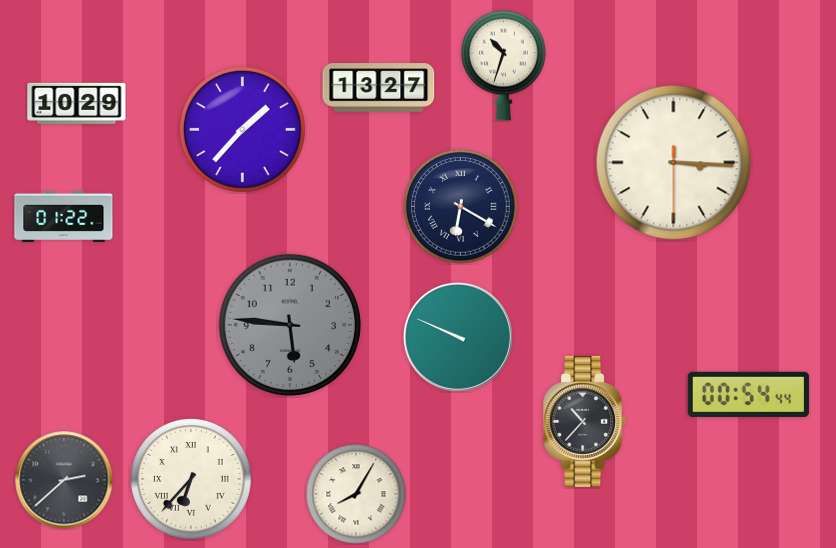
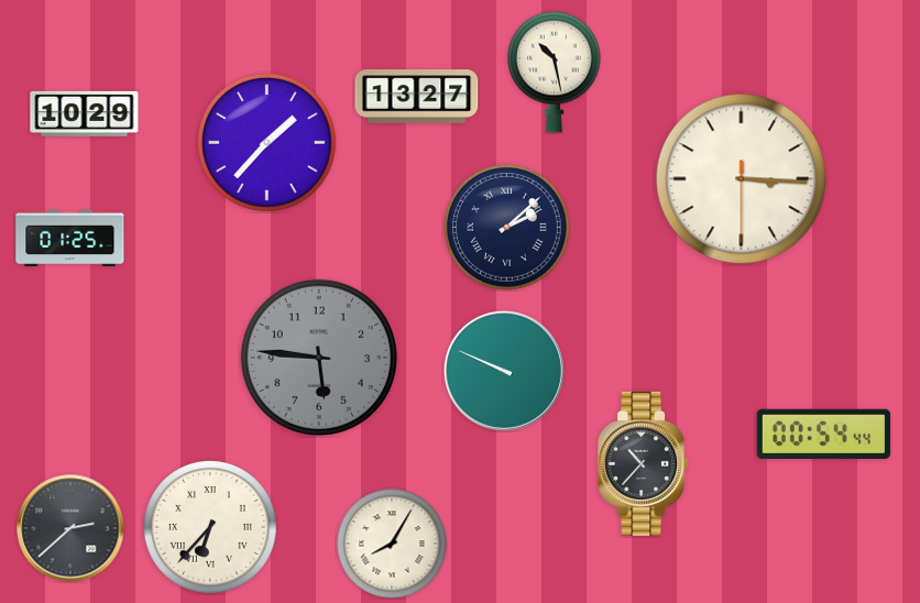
clock at (504, 65): 10:33 -> 10:28
clock at (461, 207): 6:20 -> 2:08
clock at (64, 216): 01:22 -> 01:25
